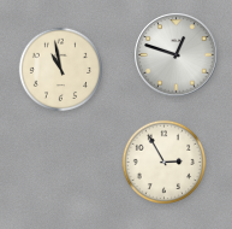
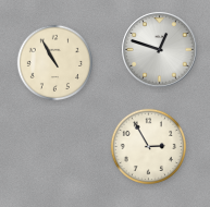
clock at (60, 69): 10:58 -> 10:55
